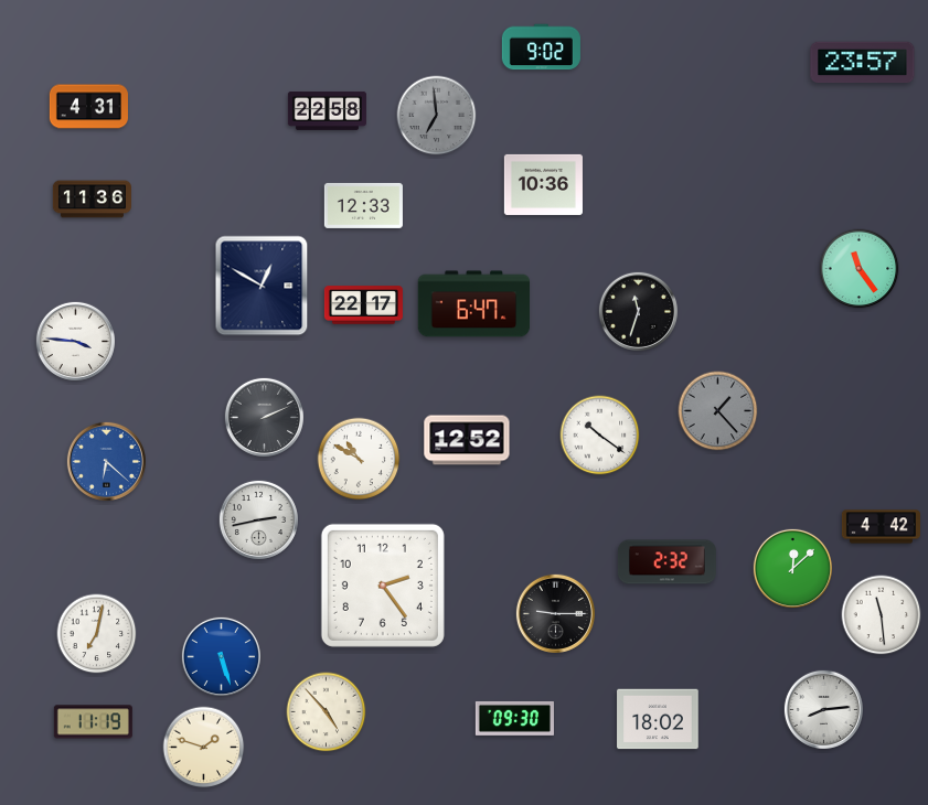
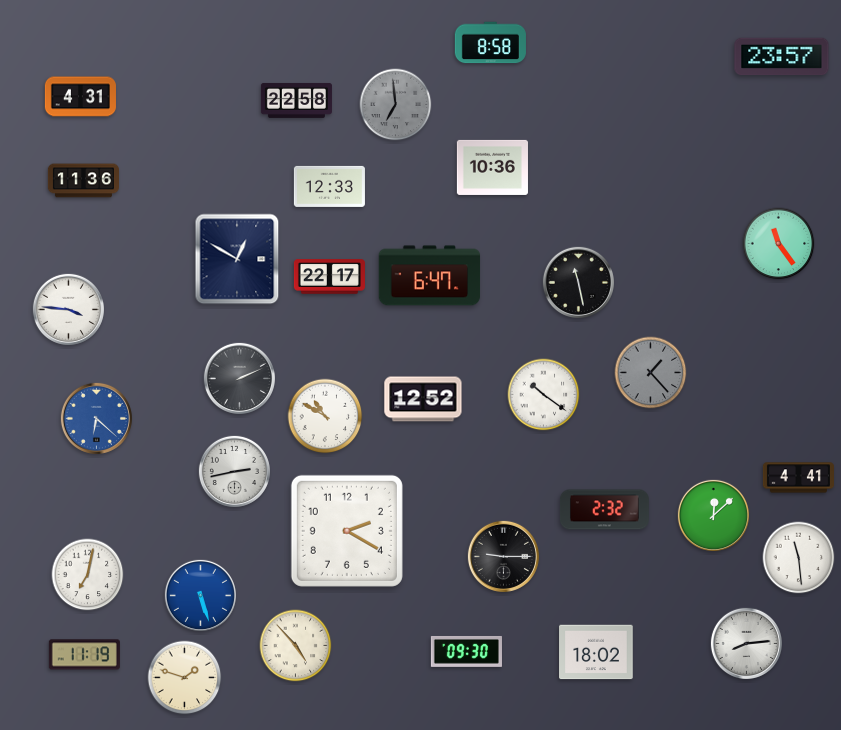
clock at (541, 47): 9:02 -> 8:58
clock at (638, 311): 11:33 -> 11:28
clock at (881, 527): 4:42 -> 4:41
clock at (792, 568) position: (792, 568) -> (713, 515)
clock at (383, 586): 2:24 -> 2:20
